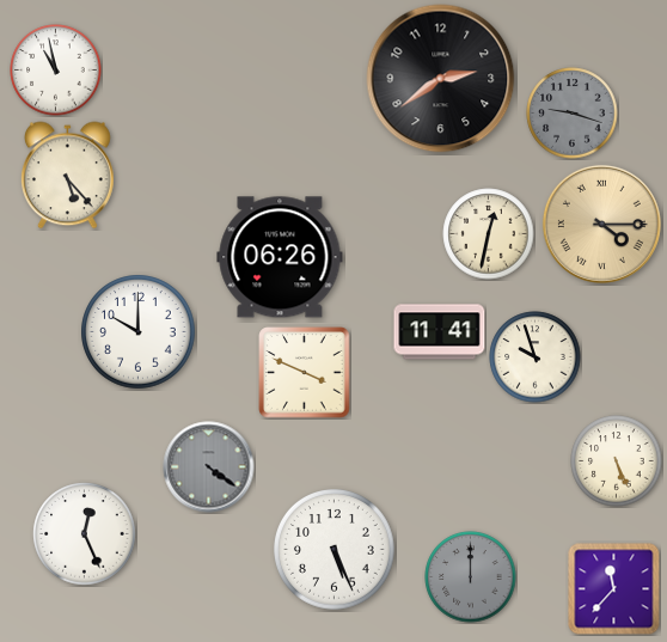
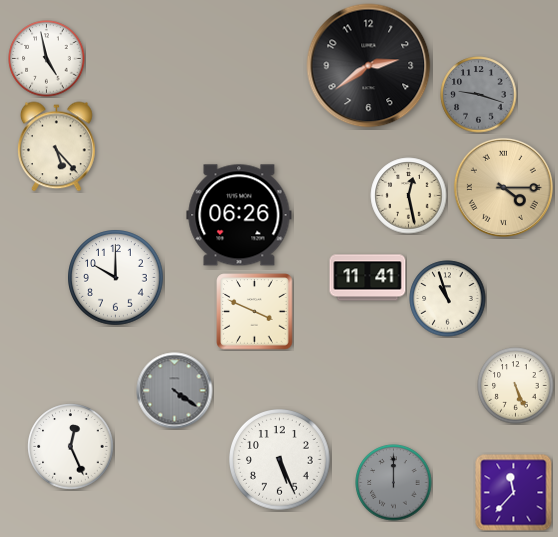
clock at (56, 71): 10:58 -> 4:58
clock at (489, 234): 12:32 -> 12:28
clock at (280, 257) position: (280, 257) -> (239, 215)
clock at (536, 357): 9:57 -> 10:57
